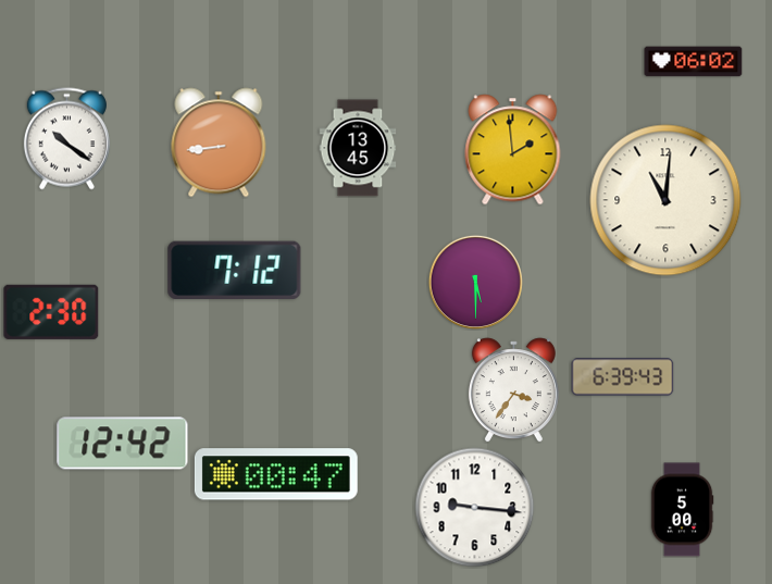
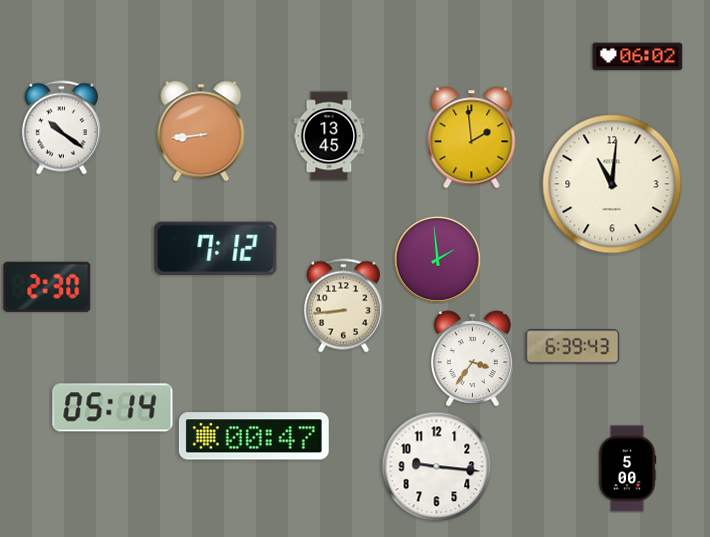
clock at (475, 282): 5:30 -> 1:59
clock at (343, 306): none -> 8:44
clock at (123, 444): 12:42 -> 05:14
